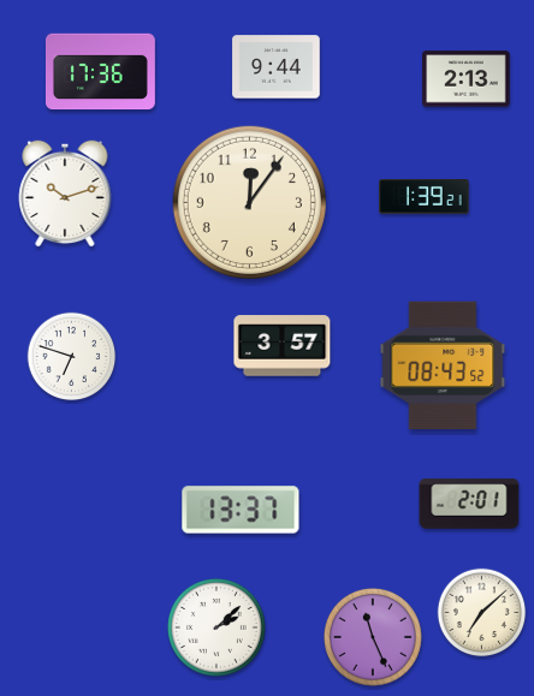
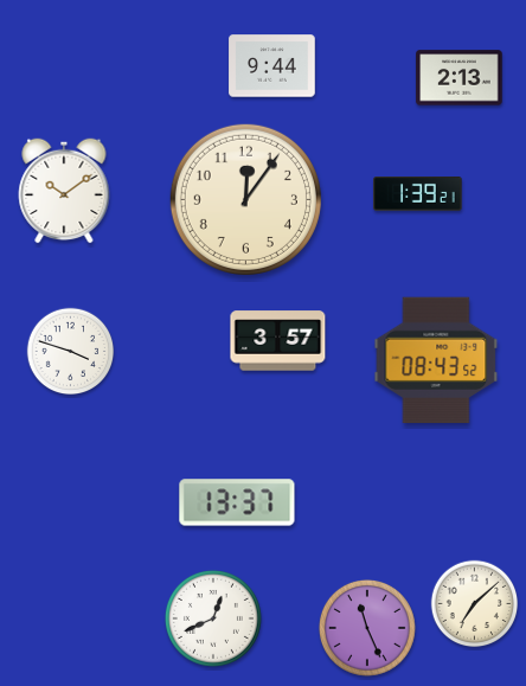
clock at (100, 72): 17:36 -> none
clock at (65, 194): 10:12 -> 10:09
clock at (72, 357): 6:48 -> 3:48
clock at (469, 504): 2:01 -> none
clock at (216, 627): 2:08 -> 12:41
